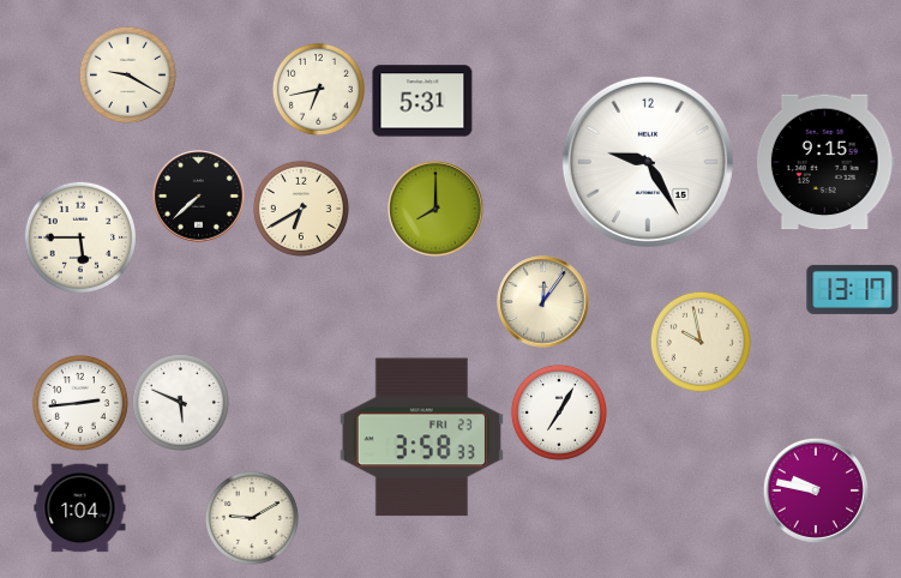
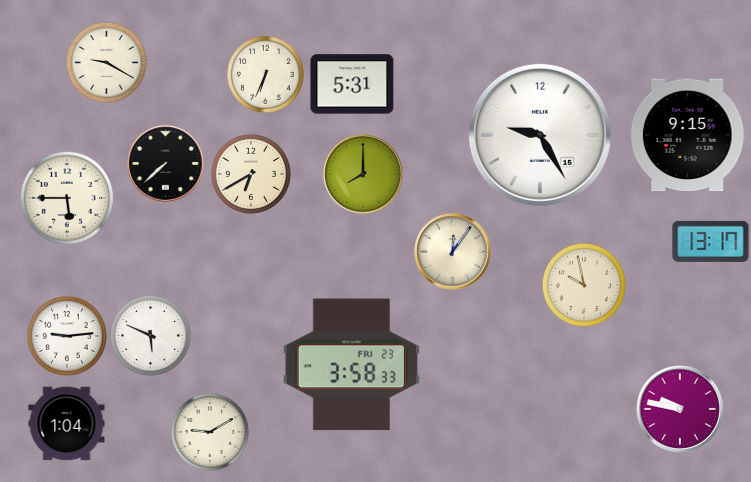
clock at (318, 89): 6:43 -> 6:34
clock at (80, 403): 2:44 -> 9:14
clock at (559, 413): 7:05 -> none
